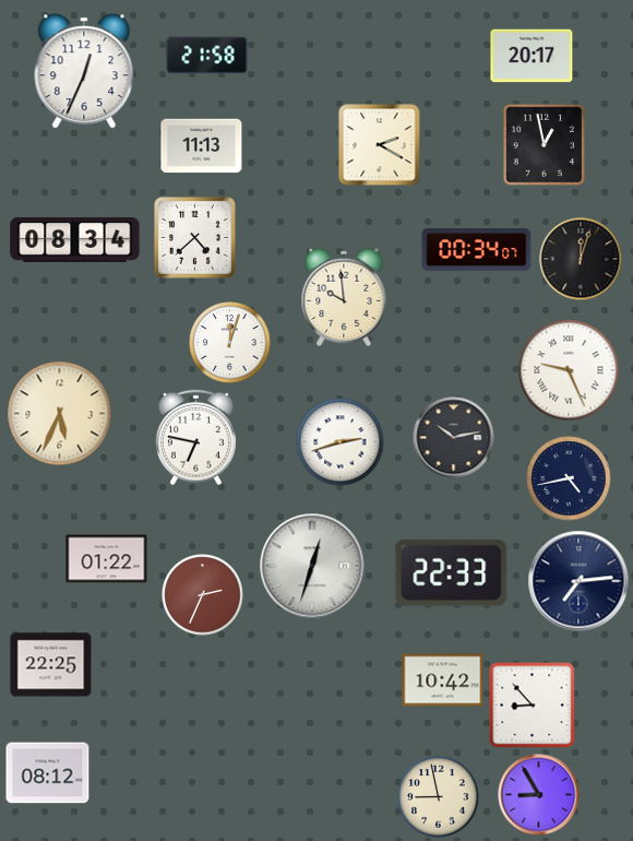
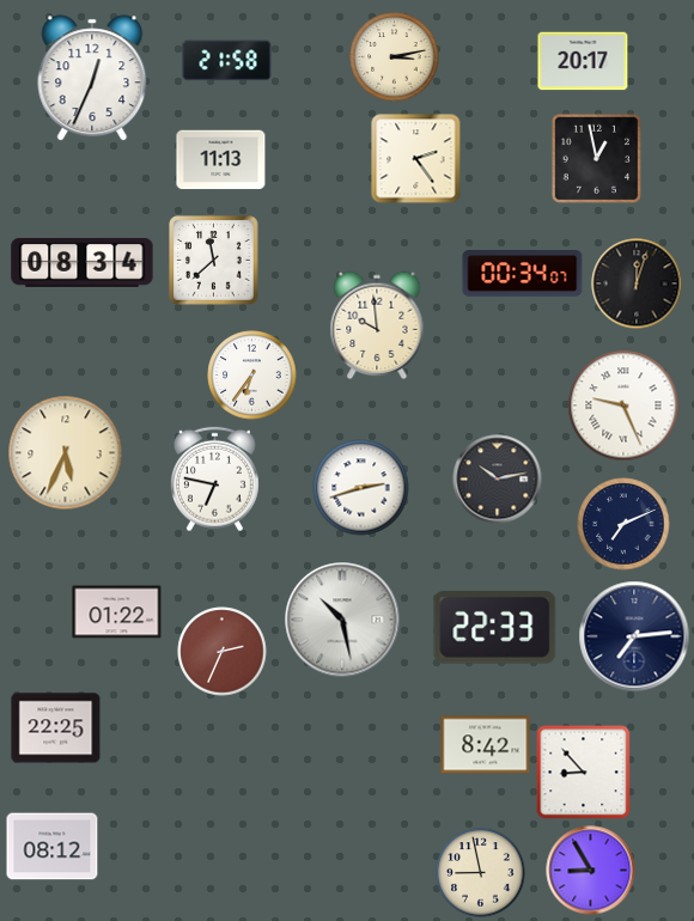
clock at (395, 57): none -> 3:13
clock at (380, 145): 2:20 -> 2:24
clock at (195, 238): 4:38 -> 11:38
clock at (230, 343): 12:03 -> 6:36
clock at (341, 442) position: (341, 442) -> (361, 488)
clock at (569, 478): 4:43 -> 7:11
clock at (312, 566): 12:33 -> 10:28
clock at (443, 680): 10:42 -> 8:42
